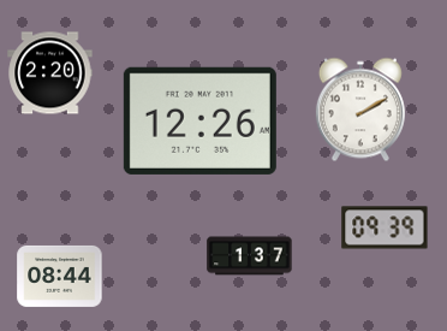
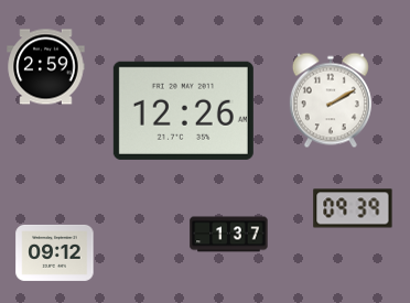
clock at (50, 73): 2:20 -> 2:59
clock at (60, 276): 08:44 -> 09:12
